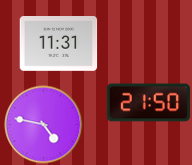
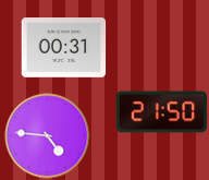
clock at (58, 44): 11:31 -> 00:31
clock at (43, 124): 4:47 -> 4:46
